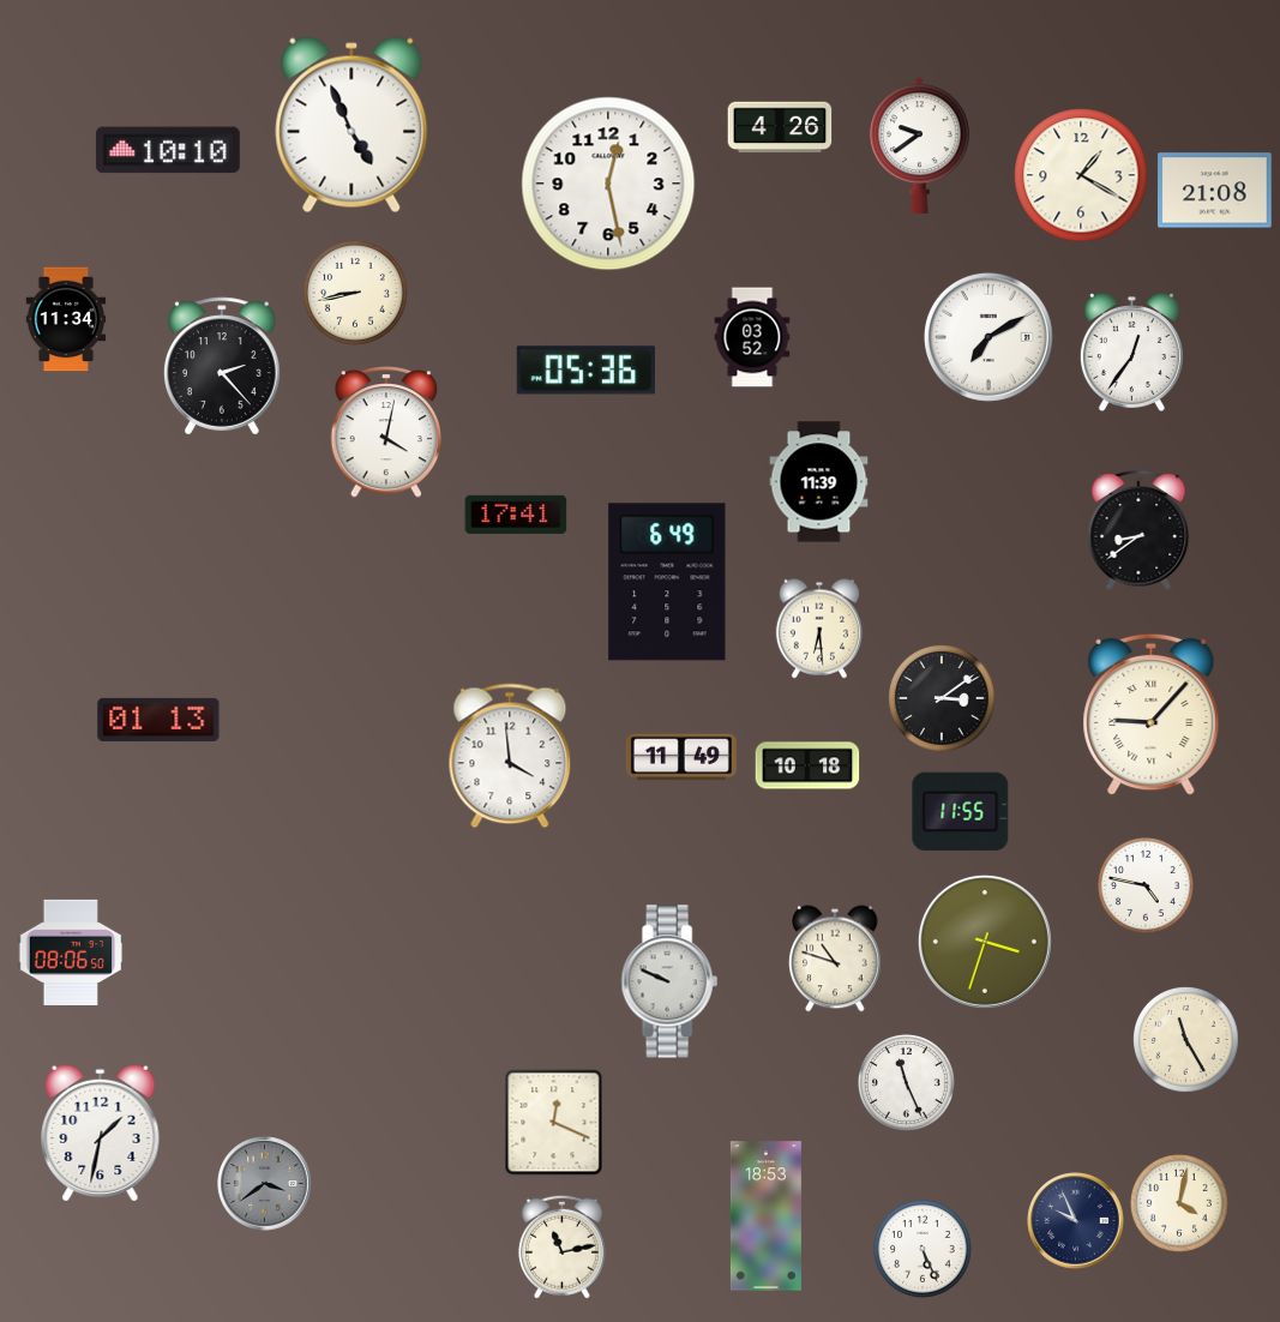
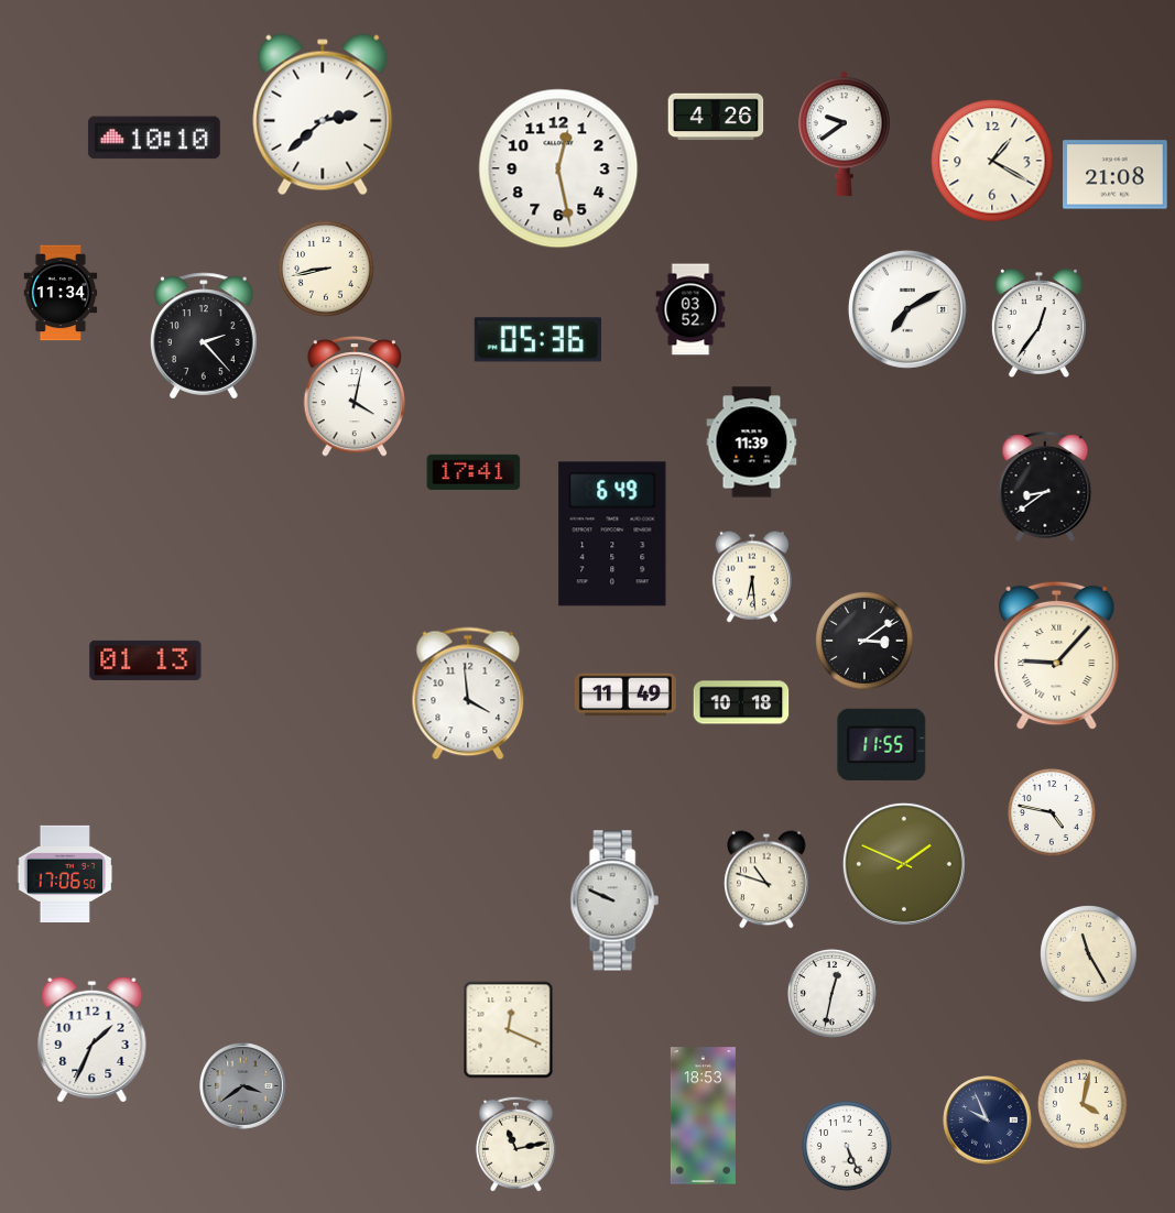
clock at (351, 125): 4:56 -> 2:38
clock at (985, 942): 3:33 -> 1:49
clock at (71, 953): 08:06 -> 17:06
clock at (906, 1082): 11:26 -> 12:32
clock at (101, 1132): 1:32 -> 1:34
